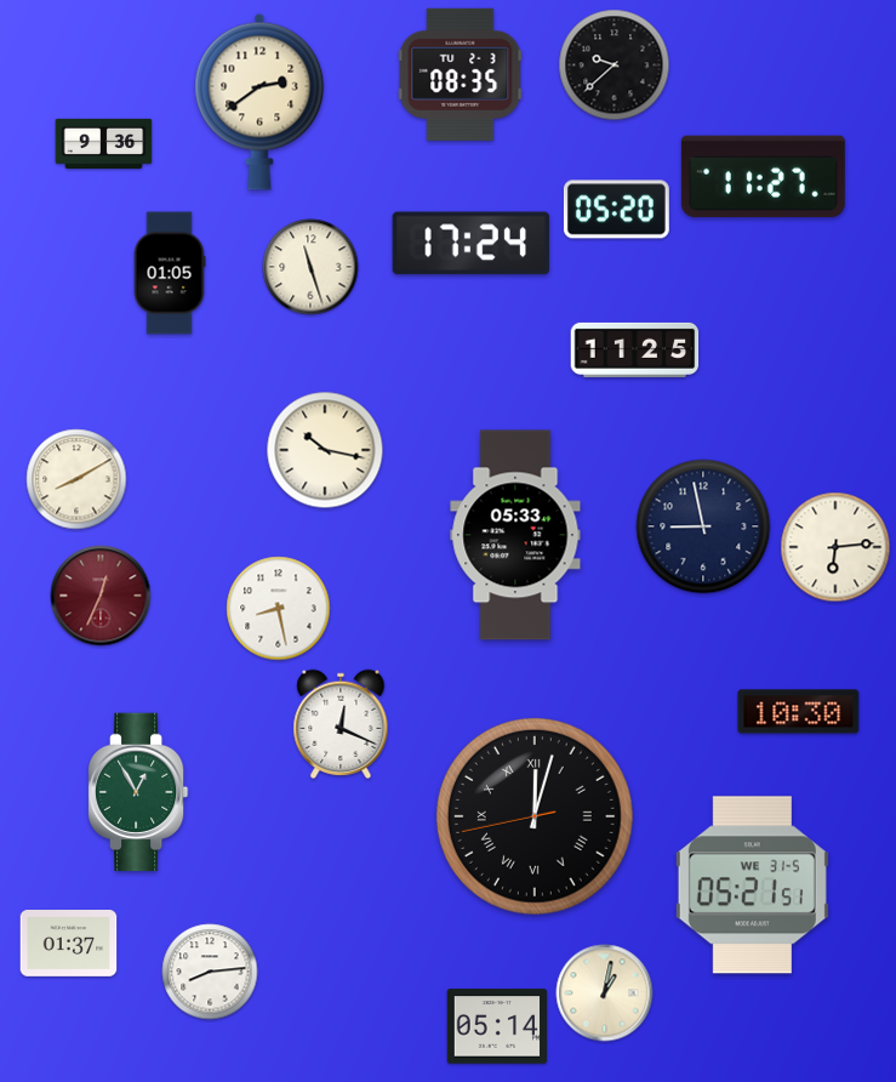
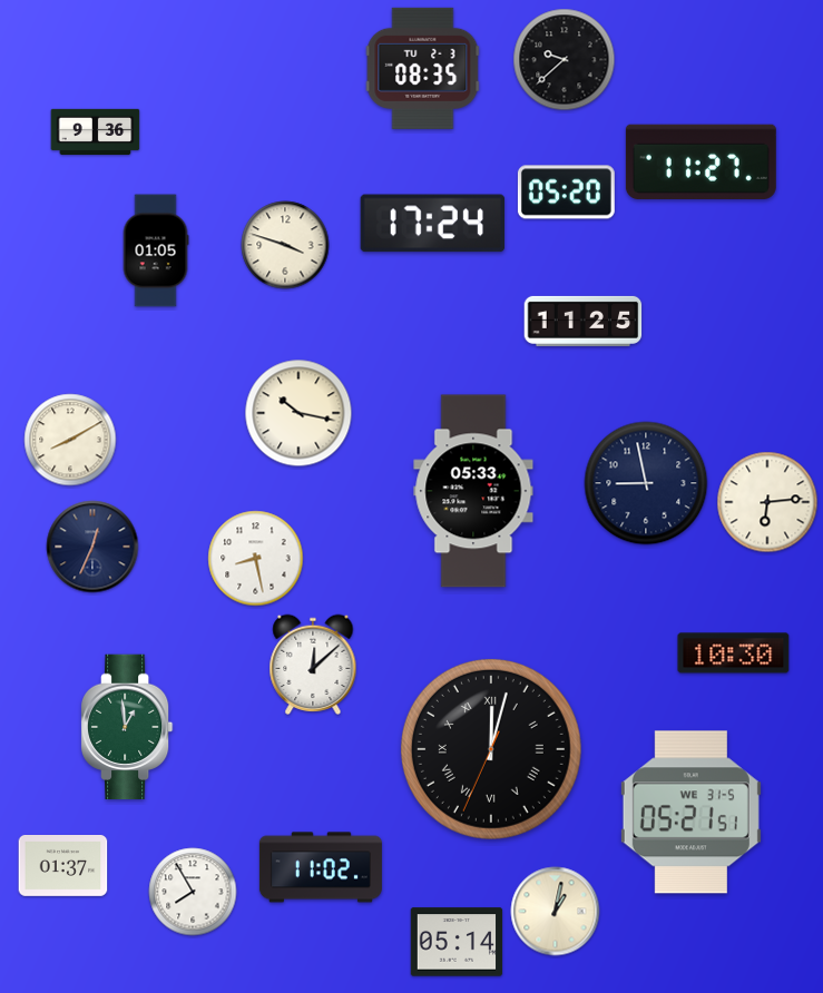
clock at (259, 102): 2:39 -> none
clock at (310, 267): 11:27 -> 3:48
clock at (101, 596) dial: burgundy -> navy
clock at (341, 723): 12:19 -> 12:08
clock at (139, 792): 12:55 -> 12:59
clock at (535, 816): 12:02:43 -> 12:02:34
clock at (321, 867): none -> 11:02
clock at (210, 972): 8:14 -> 7:55
